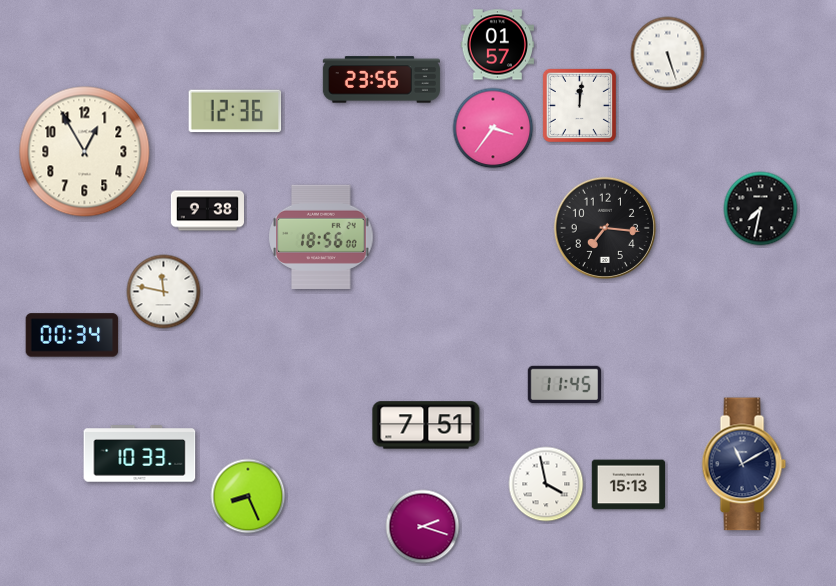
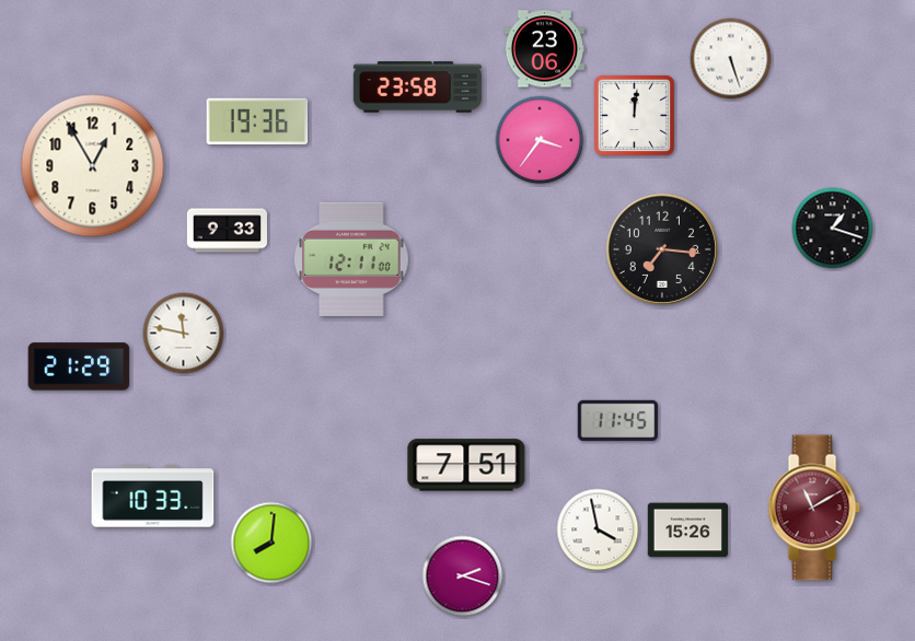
clock at (497, 45): 01:57 -> 23:06
clock at (381, 80): 23:56 -> 23:58
clock at (235, 111): 12:36 -> 19:36
clock at (761, 209): 7:32 -> 1:18
clock at (208, 211): 9:38 -> 9:33
clock at (321, 237): 18:56 -> 12:11
clock at (164, 292) position: (164, 292) -> (184, 334)
clock at (72, 335): 00:34 -> 21:29
clock at (744, 464) dial: navy -> burgundy
clock at (628, 485): 15:13 -> 15:26
clock at (248, 496): 8:26 -> 8:01
